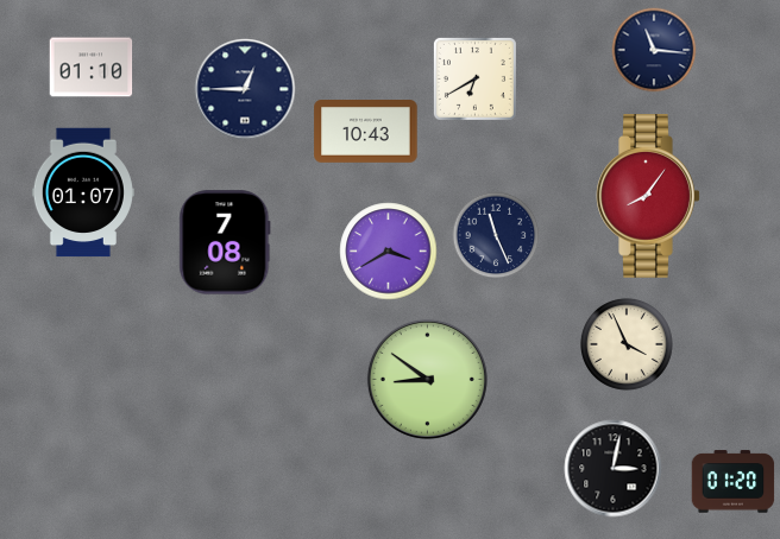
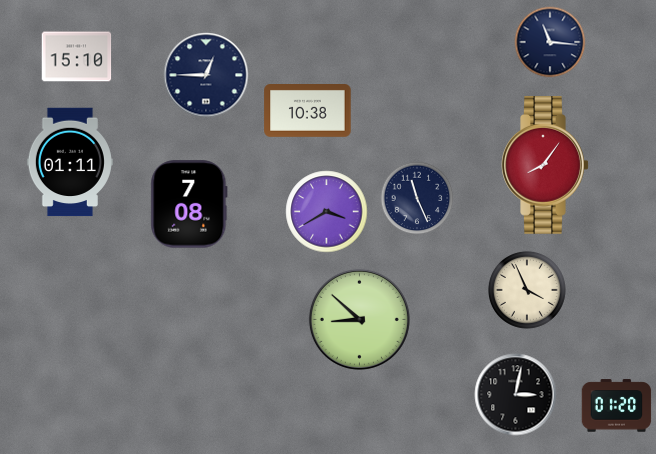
clock at (92, 68): 01:10 -> 15:10
clock at (474, 78): 6:40 -> none
clock at (366, 132): 10:43 -> 10:38
clock at (83, 192): 01:07 -> 01:11
clock at (427, 379): 8:51 -> 8:52
